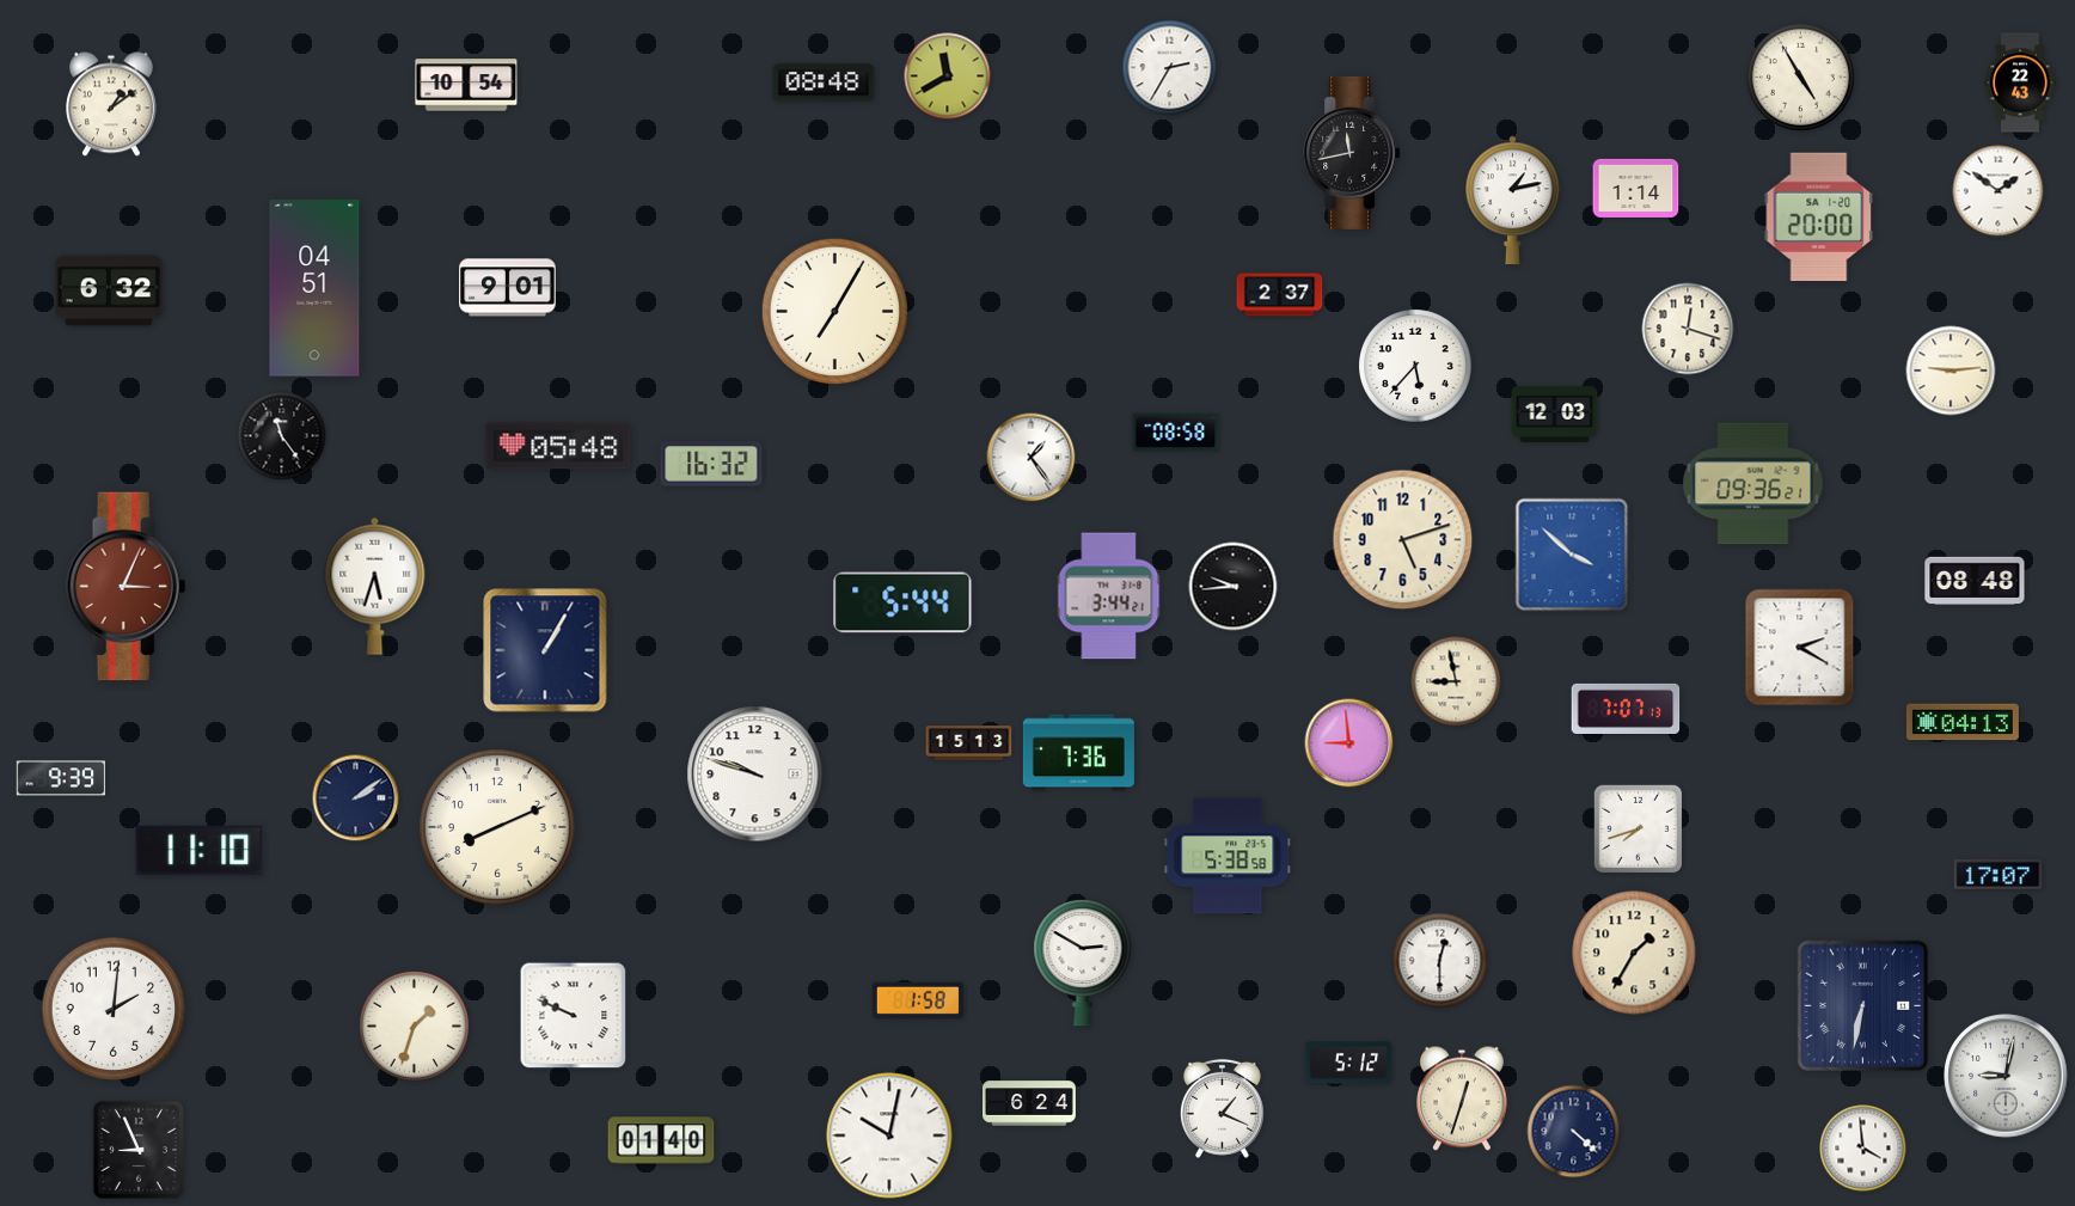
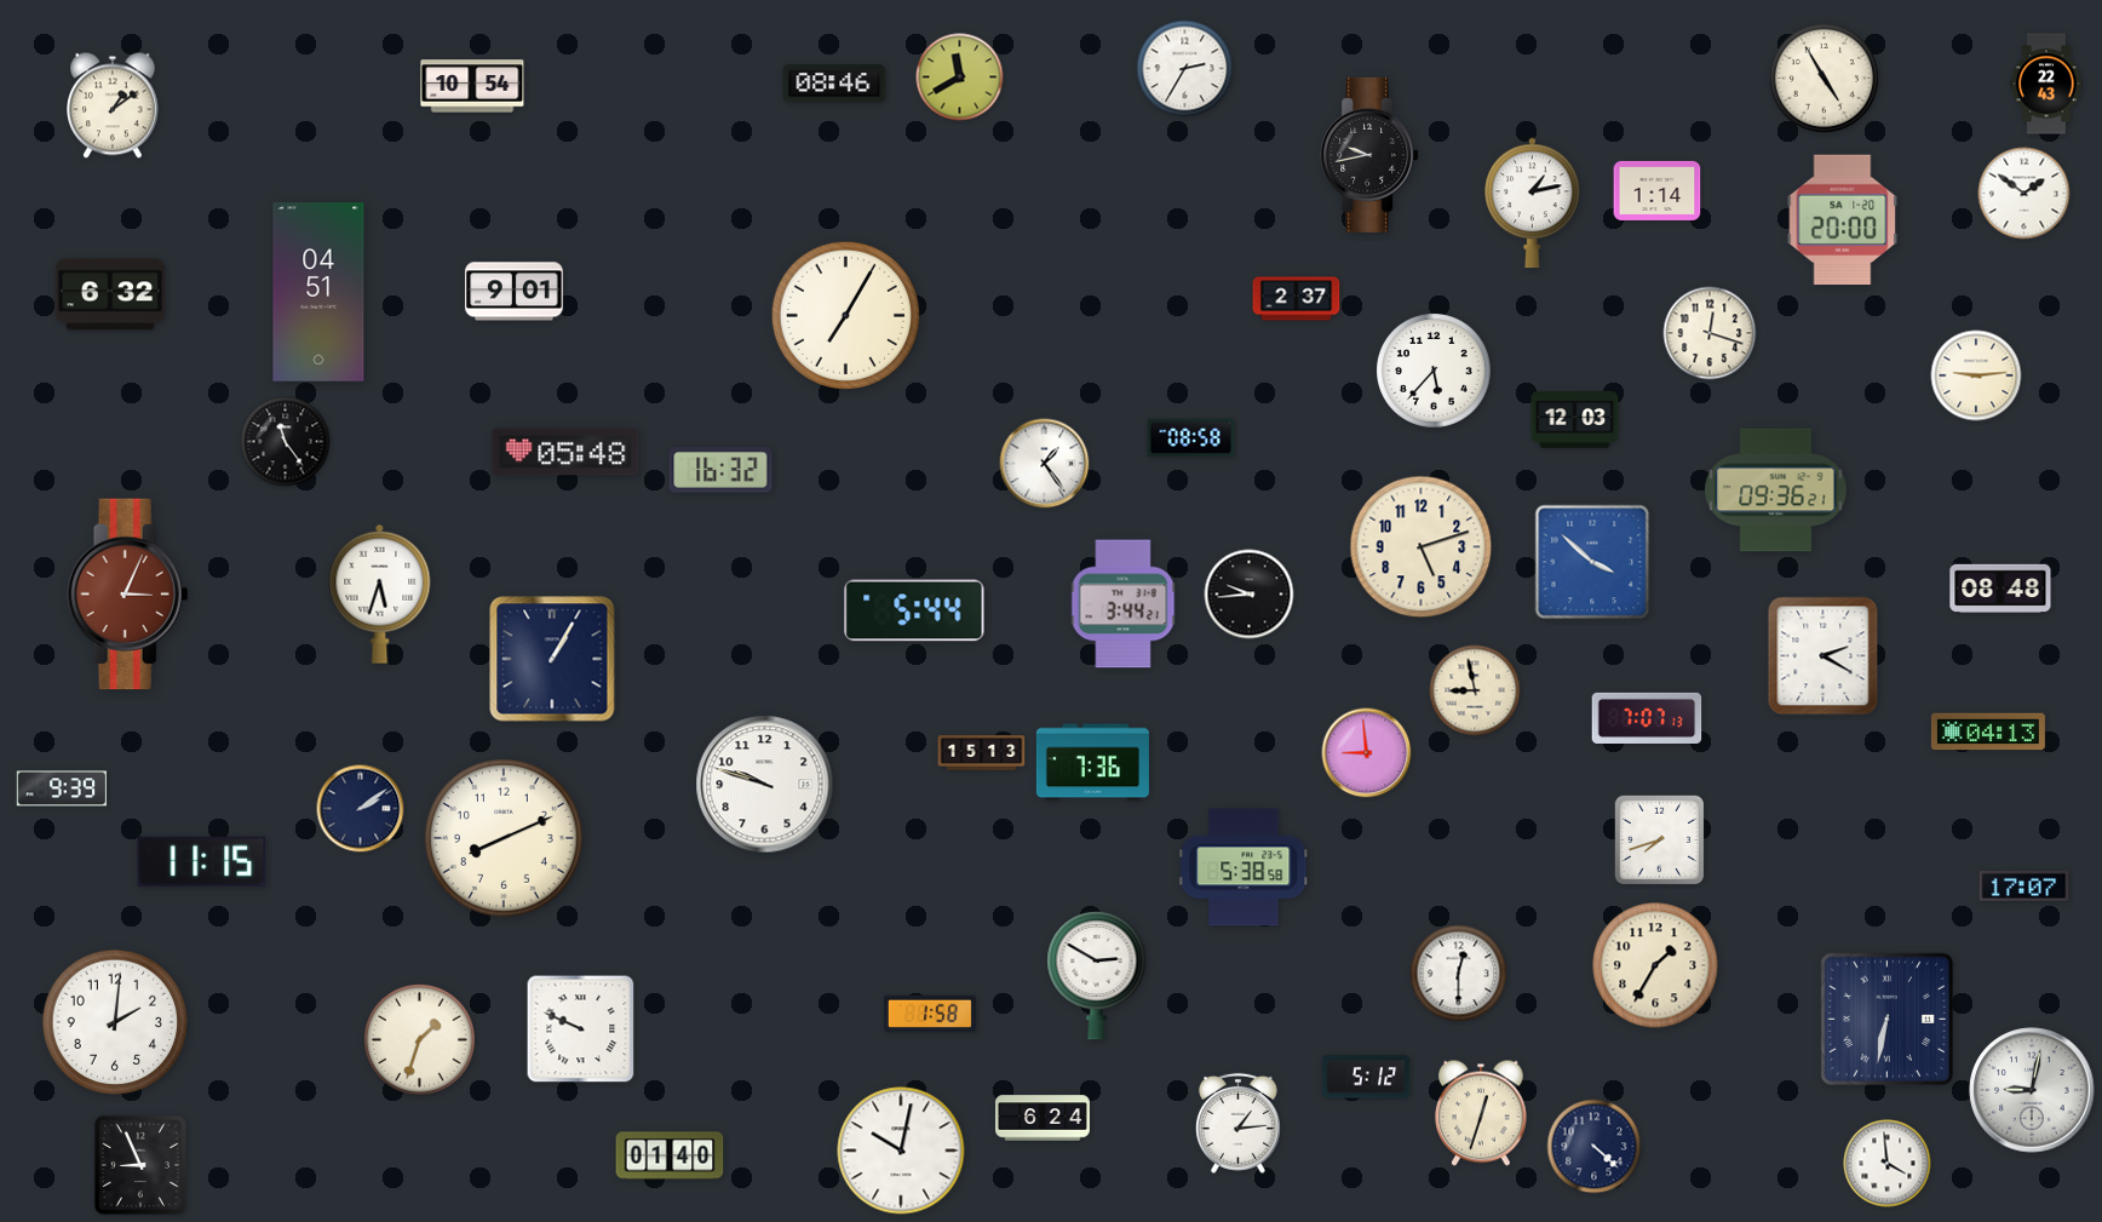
clock at (824, 82): 08:48 -> 08:46
clock at (1352, 153): 11:43 -> 9:43
clock at (200, 850): 11:10 -> 11:15
clock at (1222, 1108): 1:19 -> 1:14
